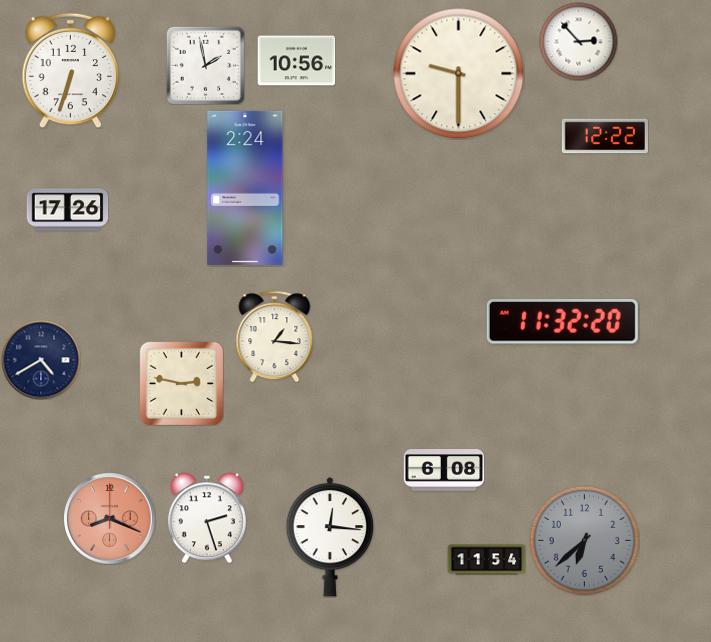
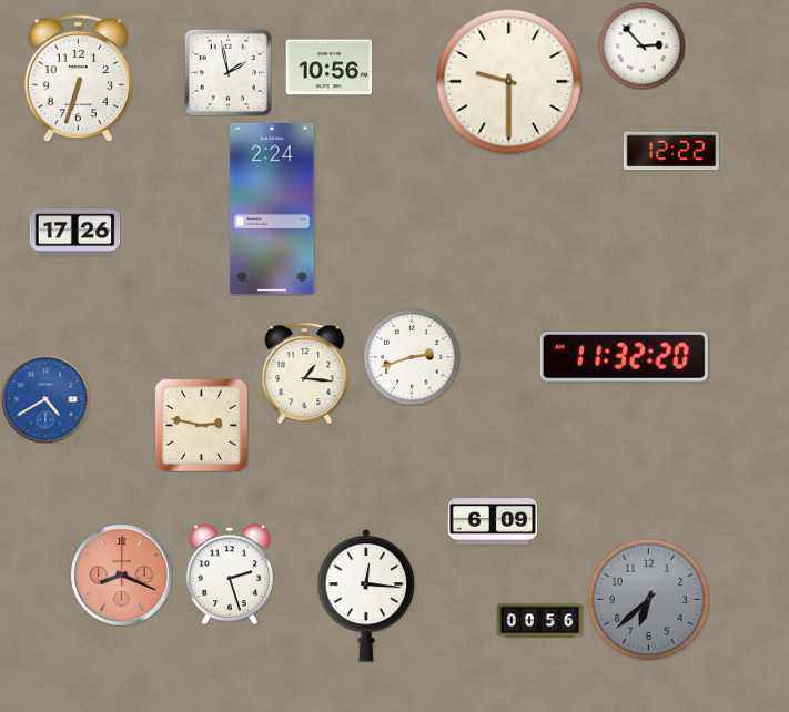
clock at (412, 357): none -> 2:42
clock at (41, 360) dial: navy -> blue
clock at (444, 471): 6:08 -> 6:09
clock at (486, 560): 11:54 -> 00:56
